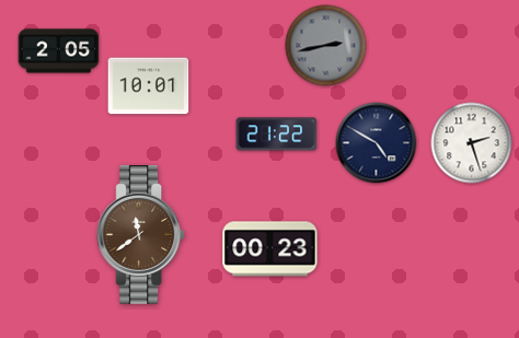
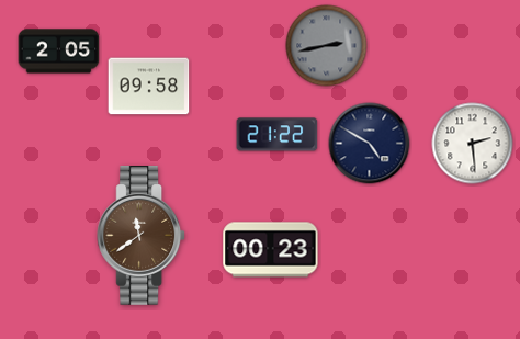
clock at (149, 86): 10:01 -> 09:58
clock at (377, 143) position: (377, 143) -> (370, 144)
clock at (472, 143): 2:27 -> 2:29
